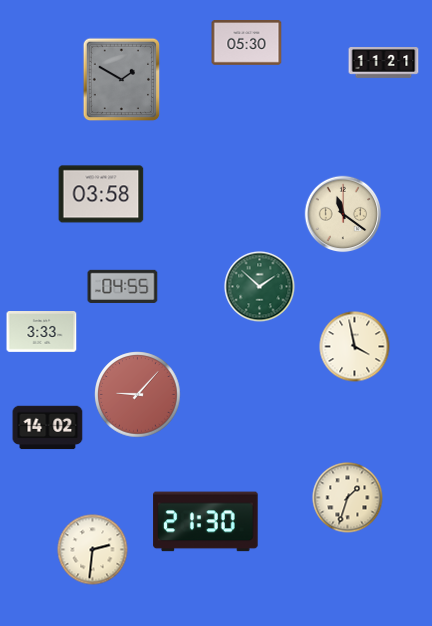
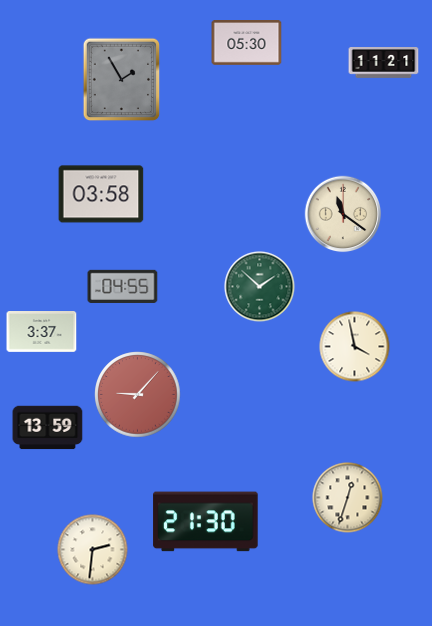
clock at (122, 80): 1:50 -> 1:55
clock at (42, 332): 3:33 -> 3:37
clock at (48, 428): 14:02 -> 13:59
clock at (348, 498): 1:33 -> 12:33
